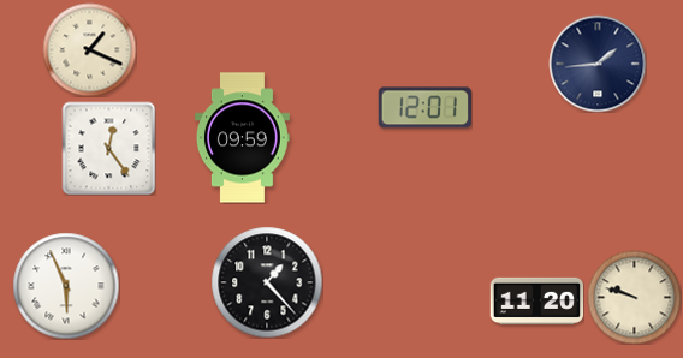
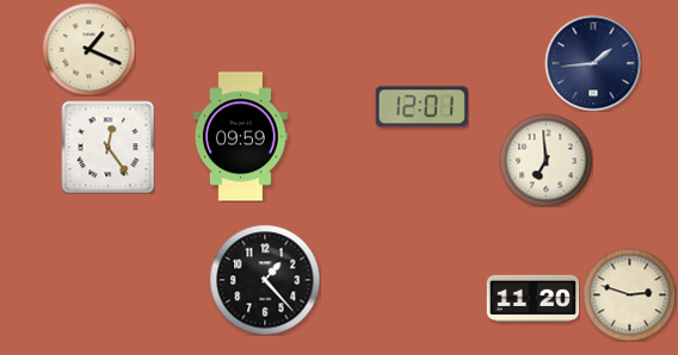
clock at (546, 160): none -> 6:59
clock at (66, 286): 5:56 -> none
clock at (634, 297): 9:48 -> 2:48
